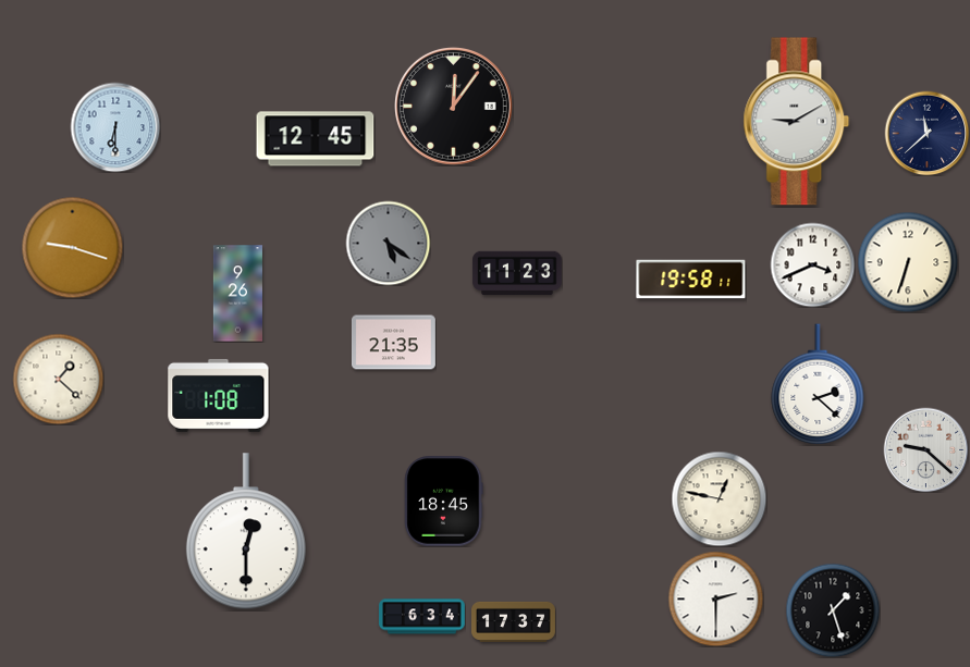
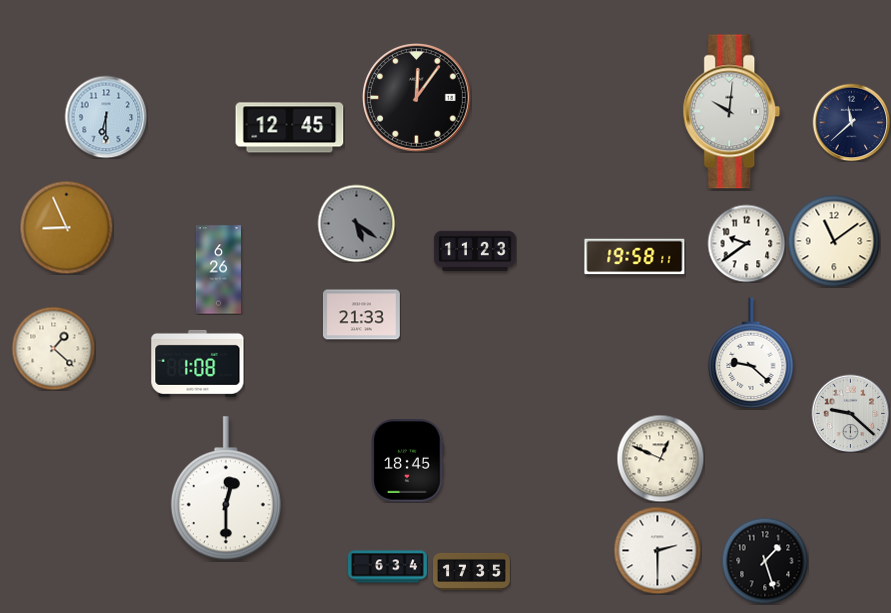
clock at (797, 122): 9:10 -> 10:01
clock at (72, 247): 9:18 -> 8:56
clock at (908, 262): 6:33 -> 11:09
clock at (812, 264): 3:41 -> 9:39
clock at (237, 294): 9:26 -> 6:26
clock at (393, 343): 21:35 -> 21:33
clock at (818, 384): 2:22 -> 9:22
clock at (219, 395) position: (219, 395) -> (198, 363)
clock at (719, 498): 12:47 -> 12:49
clock at (514, 621): 17:37 -> 17:35
